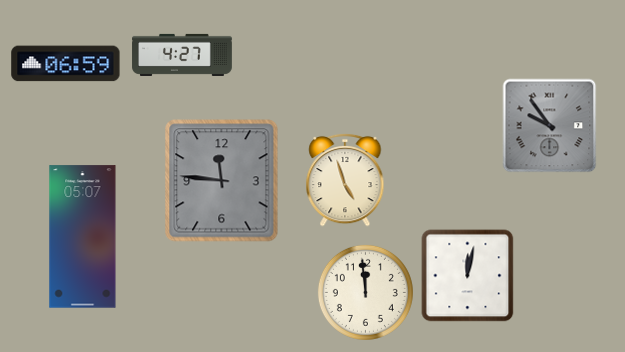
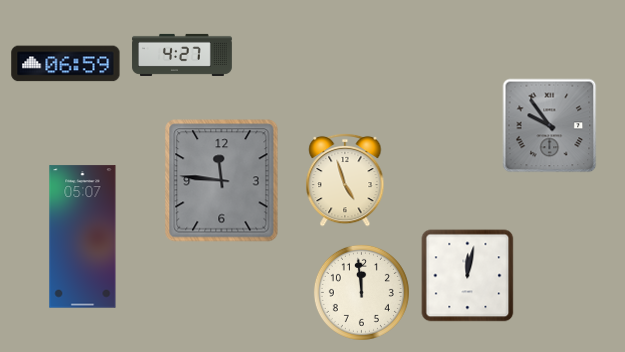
clock at (365, 292) position: (365, 292) -> (361, 292)
